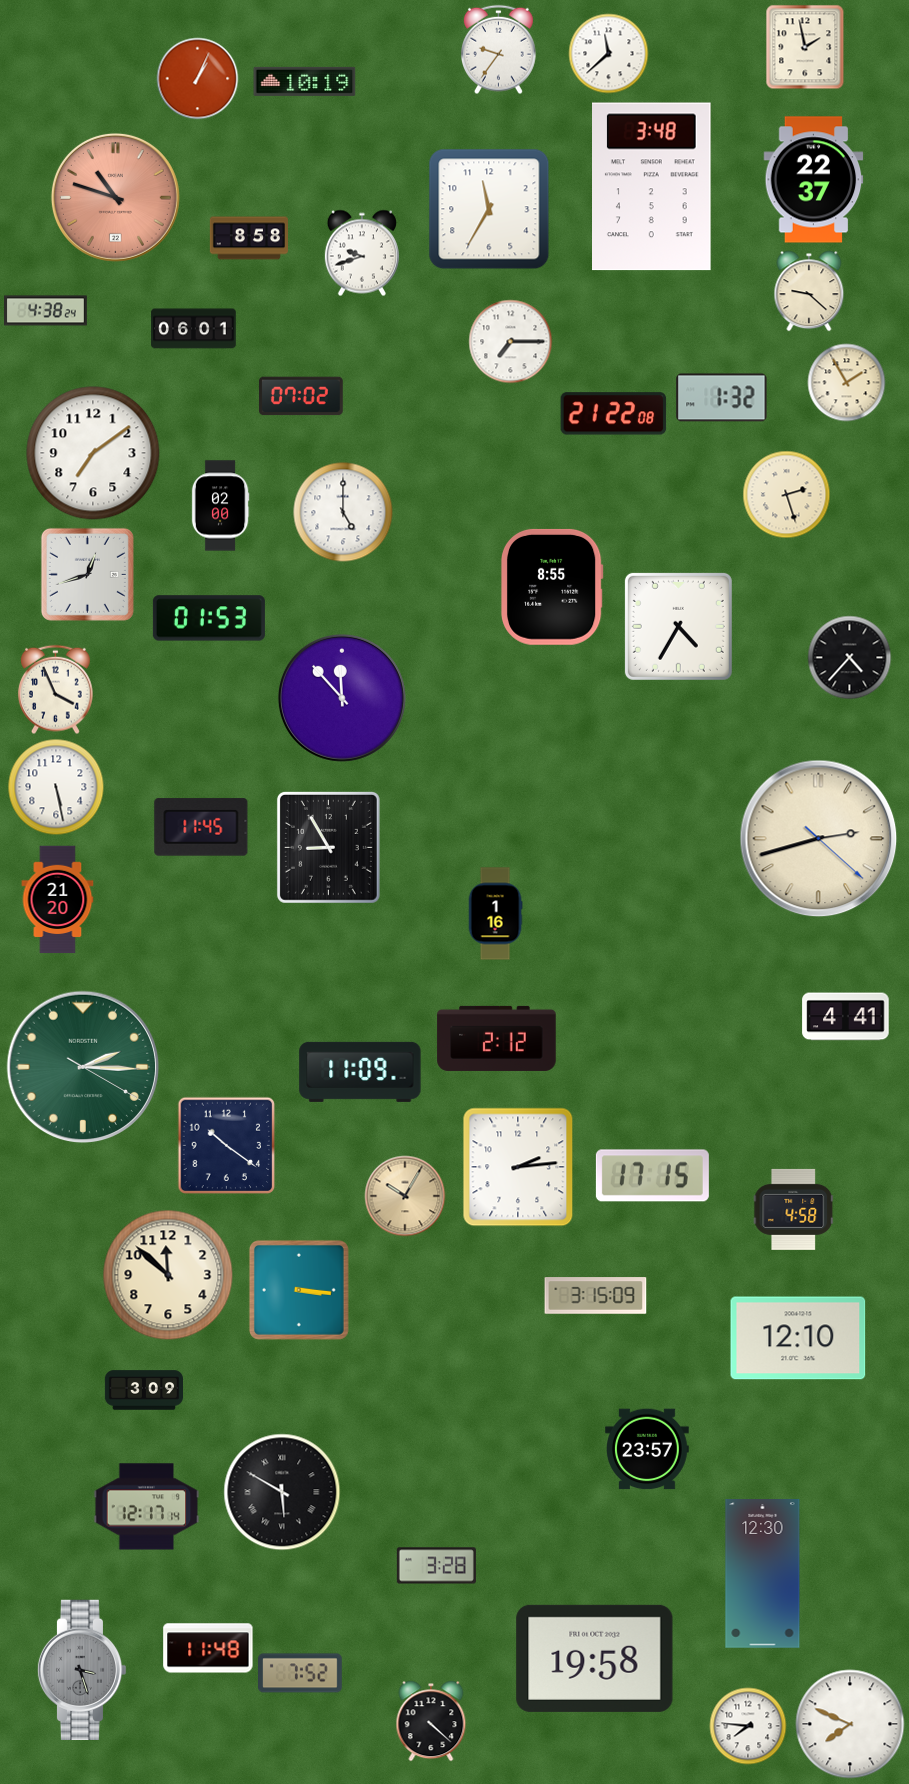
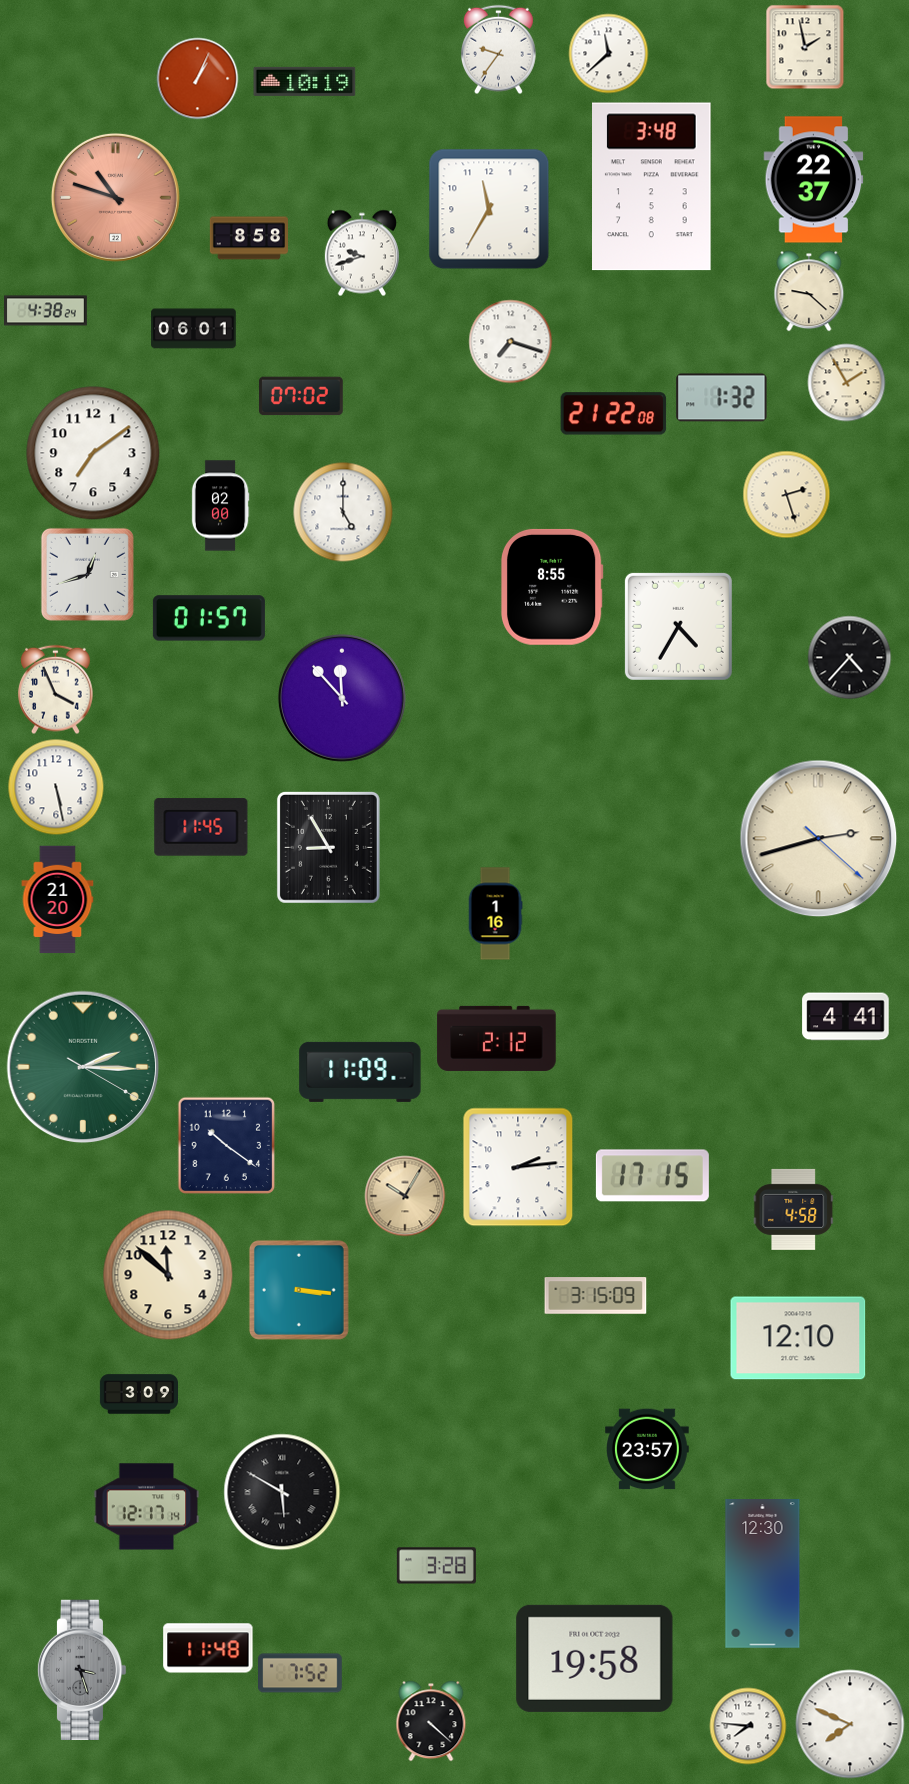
clock at (511, 342): 7:15 -> 7:18
clock at (209, 618): 01:53 -> 01:57
clock at (143, 1390) position: (143, 1390) -> (138, 1394)
